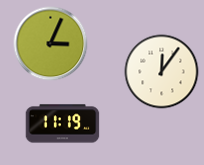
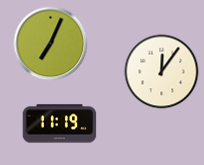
clock at (51, 44): 3:04 -> 7:04
clock at (63, 124) position: (63, 124) -> (60, 124)
